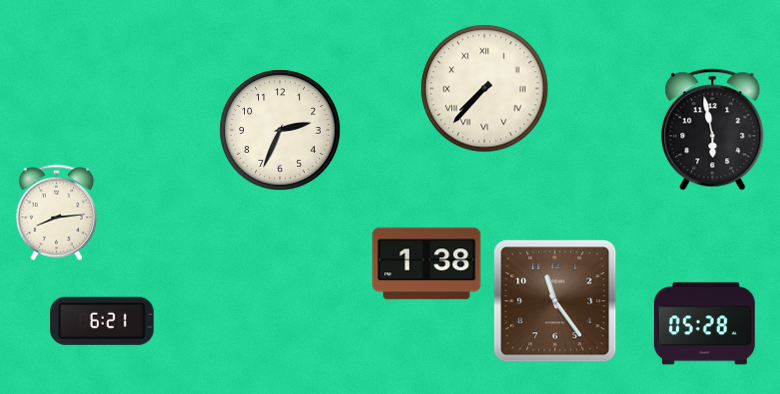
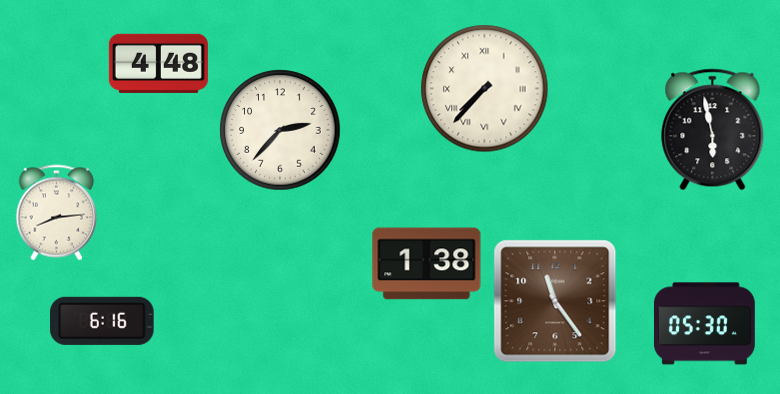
clock at (158, 63): none -> 4:48
clock at (280, 130): 2:34 -> 2:37
clock at (102, 321): 6:21 -> 6:16
clock at (704, 324): 05:28 -> 05:30
